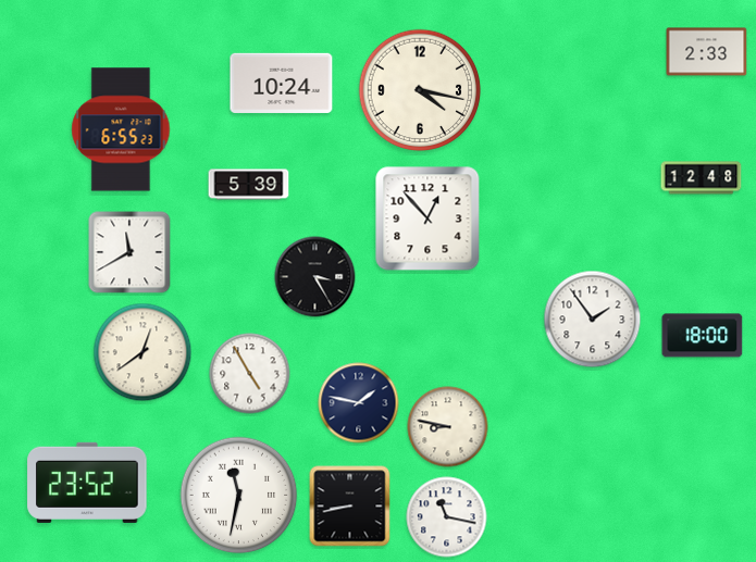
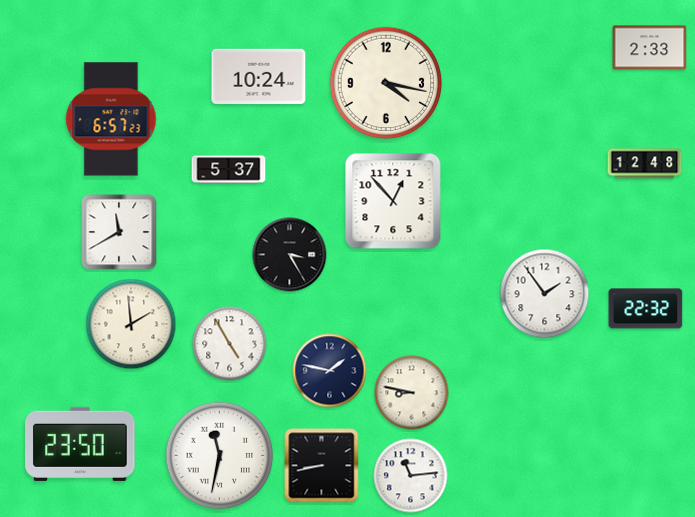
clock at (121, 129): 6:55 -> 6:57
clock at (249, 185): 5:39 -> 5:37
clock at (703, 336): 18:00 -> 22:32
clock at (142, 352): 12:39 -> 1:59
clock at (87, 483): 23:52 -> 23:50
clock at (447, 517): 11:17 -> 11:14
